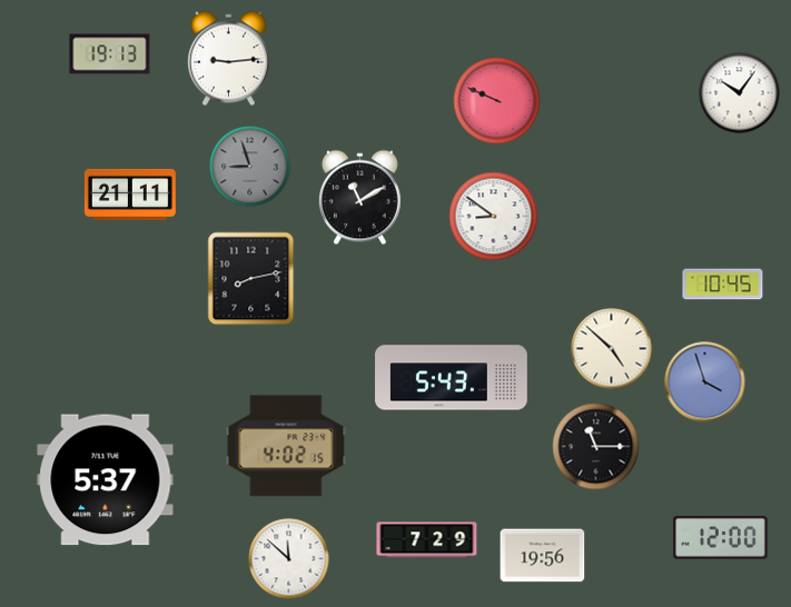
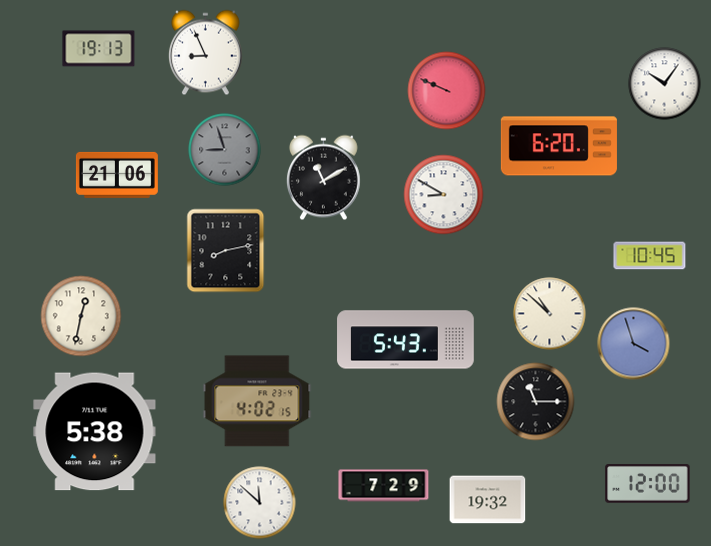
clock at (228, 59): 9:14 -> 8:56
clock at (559, 146): none -> 6:20
clock at (130, 195): 21:11 -> 21:06
clock at (494, 217): 8:51 -> 8:50
clock at (612, 349): 4:52 -> 10:52
clock at (81, 316): none -> 12:32
clock at (106, 480): 5:37 -> 5:38
clock at (543, 556): 19:56 -> 19:32
